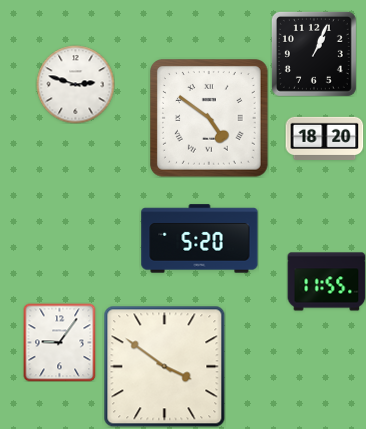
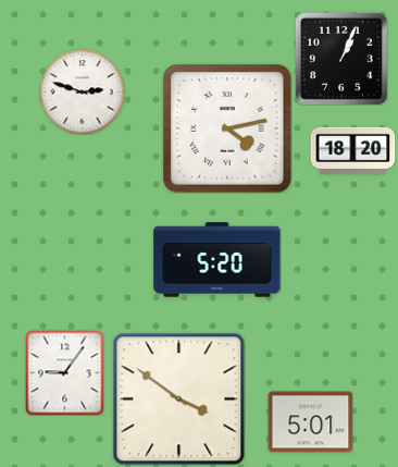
clock at (210, 119): 4:51 -> 4:13
clock at (326, 282): 11:55 -> none
clock at (310, 422): none -> 5:01
